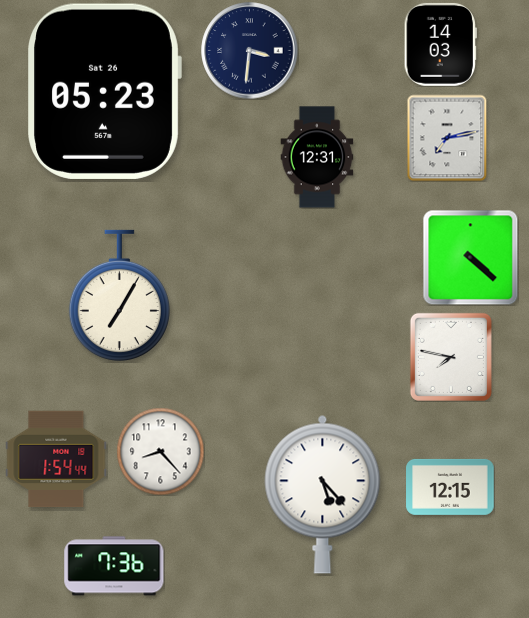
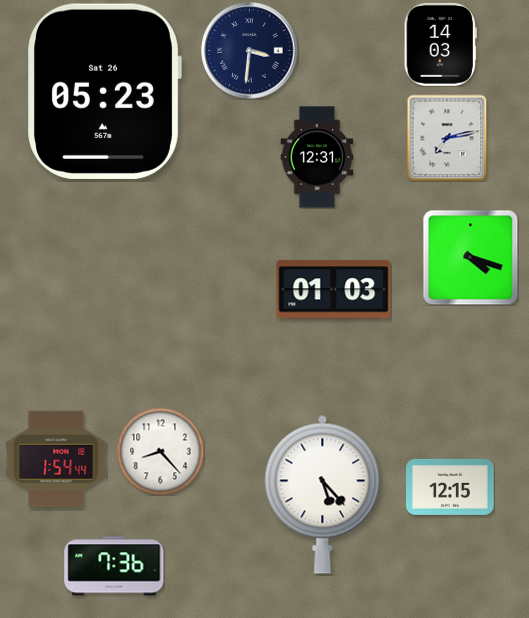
clock at (470, 257): 4:22 -> 4:18
clock at (334, 290): none -> 01:03
clock at (119, 296): 7:05 -> none
clock at (451, 357): 7:47 -> none
